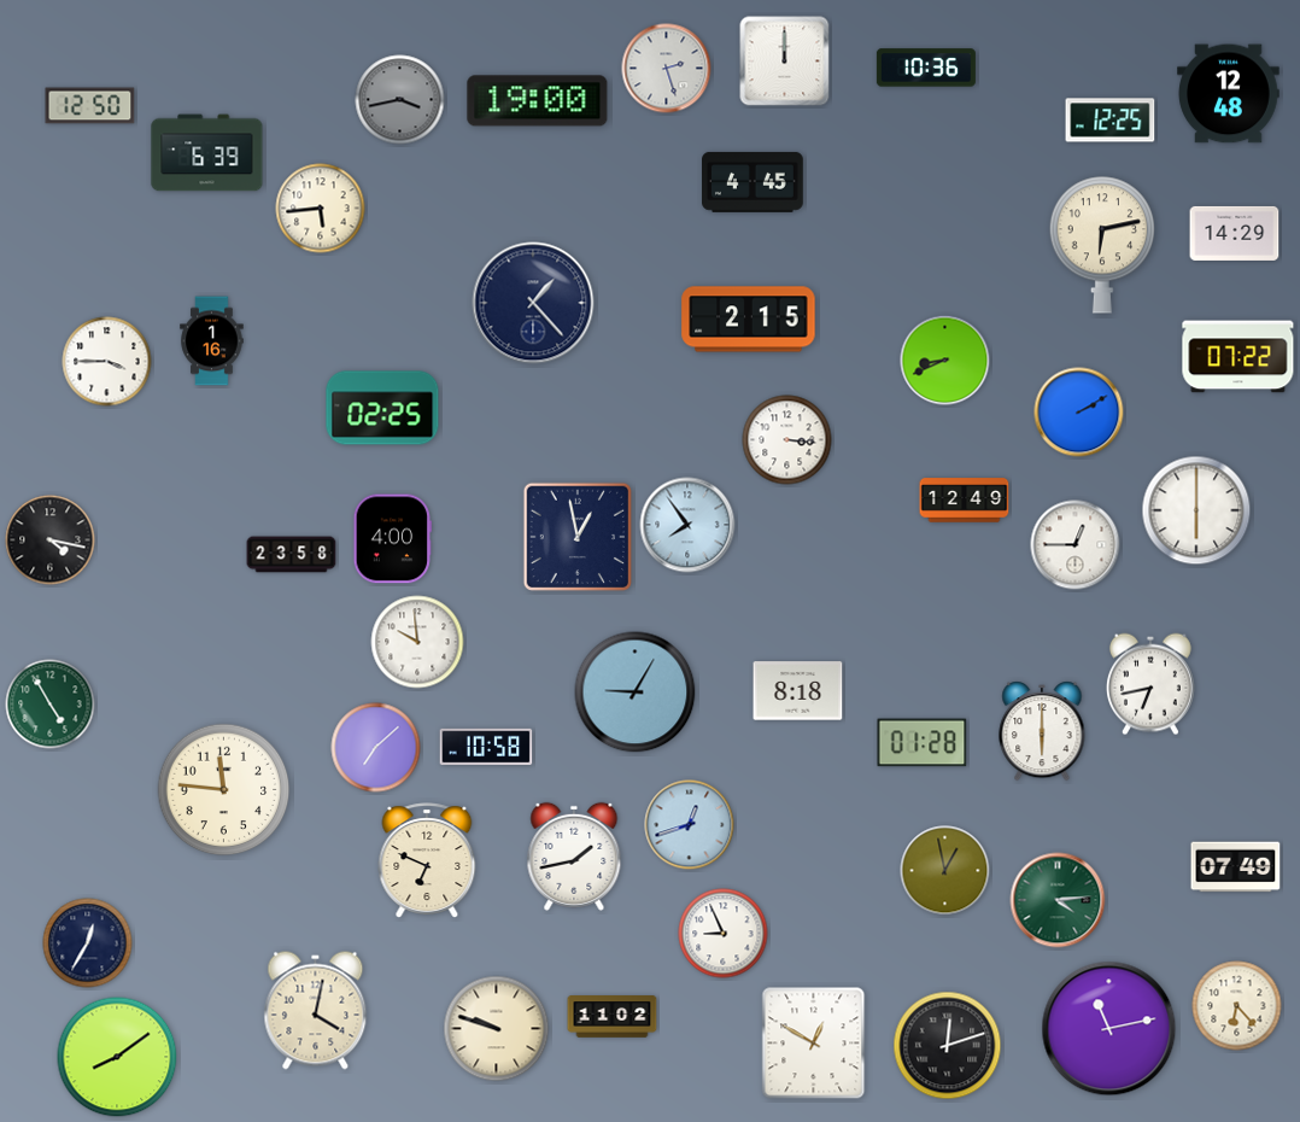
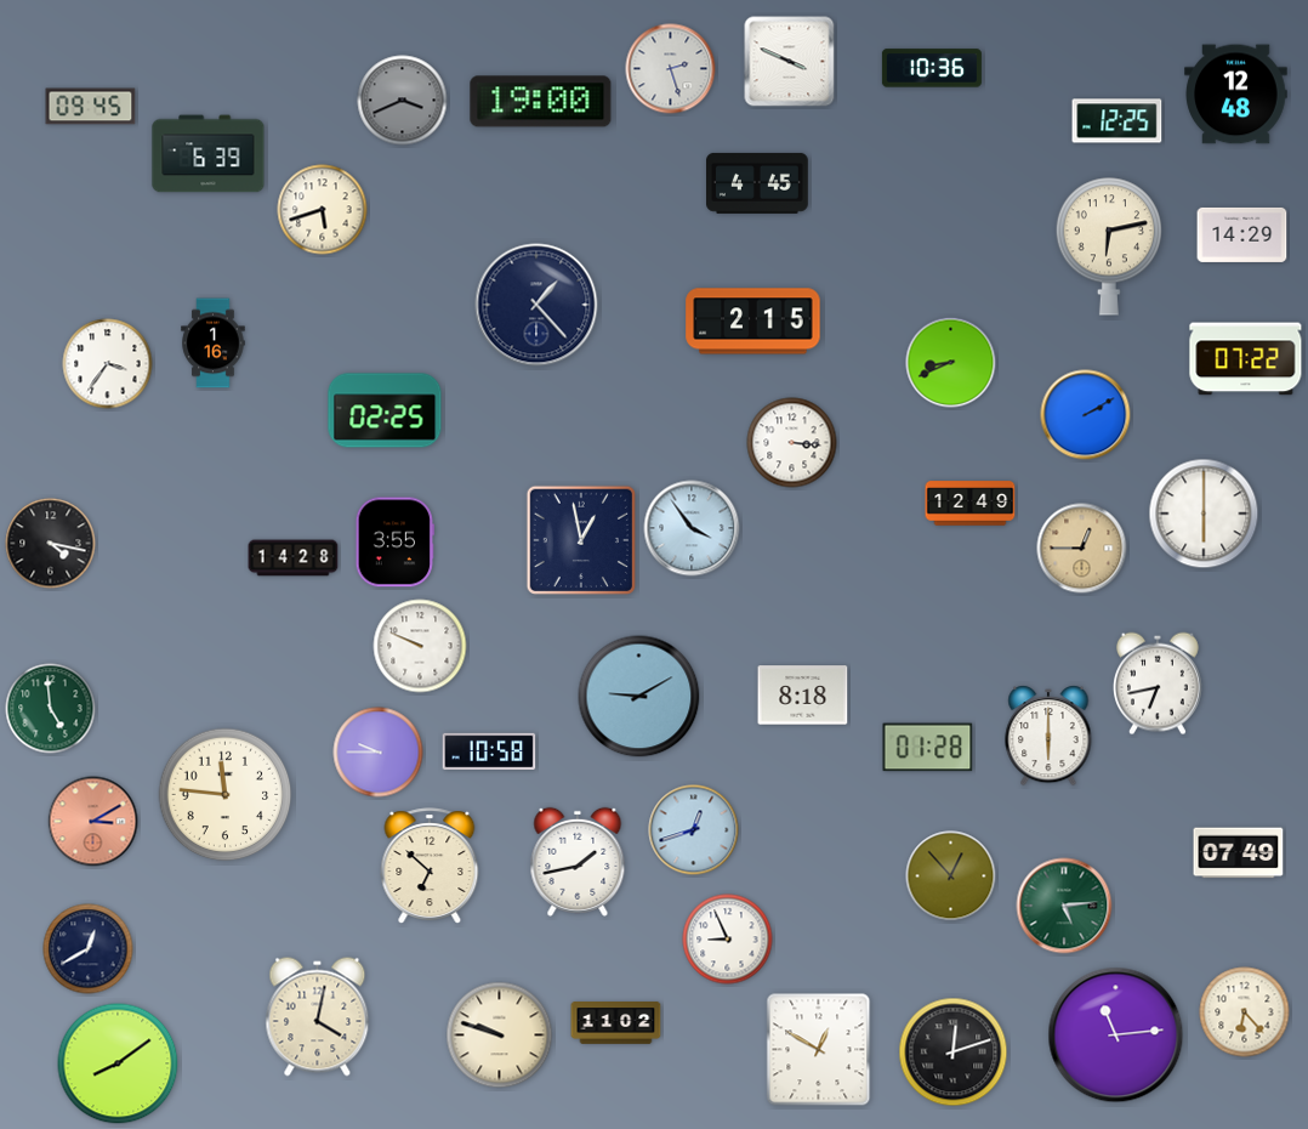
clock at (785, 62): 12:00 -> 3:49
clock at (400, 100): 3:43 -> 3:41
clock at (90, 106): 12:50 -> 09:45
clock at (321, 209): 5:44 -> 5:42
clock at (107, 362): 3:45 -> 3:36
clock at (687, 525): 7:54 -> 3:54
clock at (392, 539): 4:00 -> 3:55
clock at (1076, 545) dial: white -> champagne
clock at (292, 555): 23:58 -> 14:28
clock at (417, 642): 9:59 -> 9:49
clock at (1150, 684) position: (1150, 684) -> (1158, 683)
clock at (636, 693): 9:05 -> 9:10
clock at (51, 705): 4:55 -> 4:59
clock at (376, 748): 7:08 -> 9:45
clock at (93, 822): none -> 3:10
clock at (427, 860): 6:49 -> 6:52
clock at (1236, 867) position: (1236, 867) -> (1239, 853)
clock at (945, 871): 12:58 -> 12:53
clock at (1058, 900): 4:14 -> 5:14
clock at (88, 943): 12:35 -> 12:40
clock at (1109, 1029): 11:13 -> 11:14
